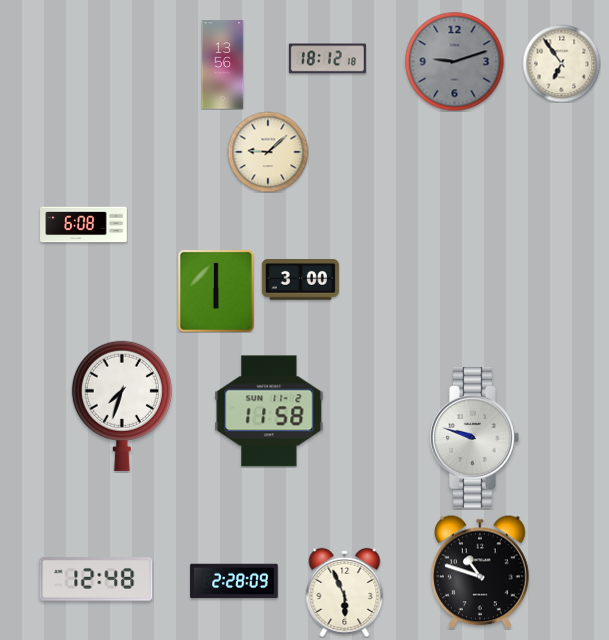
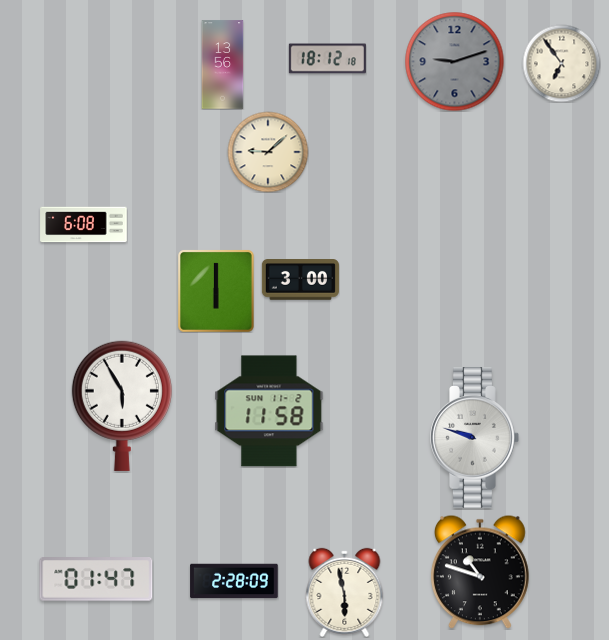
clock at (122, 406): 7:33 -> 5:55
clock at (96, 580): 12:48 -> 01:47
clock at (345, 592): 5:56 -> 5:58
